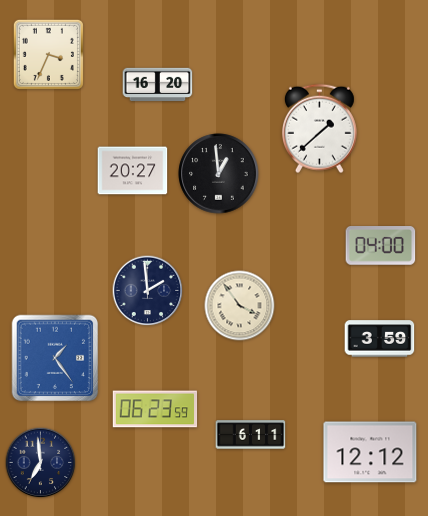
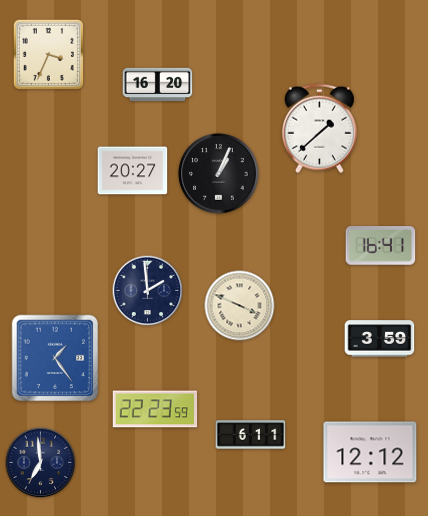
clock at (219, 174): 12:59 -> 1:04
clock at (381, 246): 04:00 -> 16:41
clock at (240, 306): 3:54 -> 3:49
clock at (155, 409): 06:23 -> 22:23
